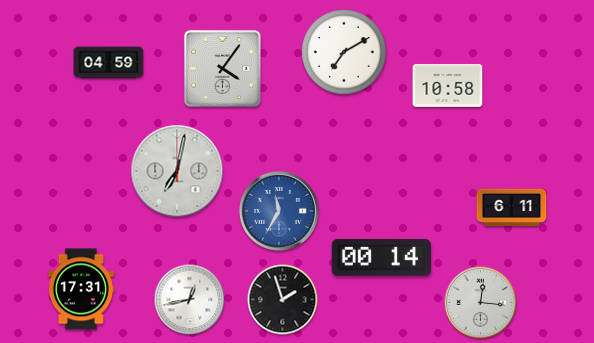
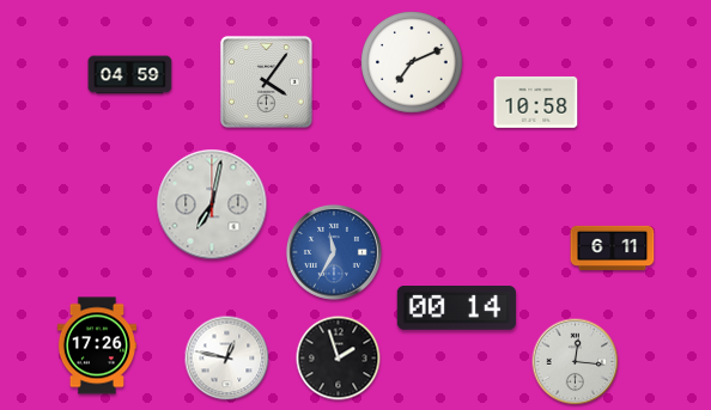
clock at (344, 52): 7:10 -> 7:11
clock at (81, 289): 17:31 -> 17:26
clock at (190, 300): 12:43 -> 12:47
